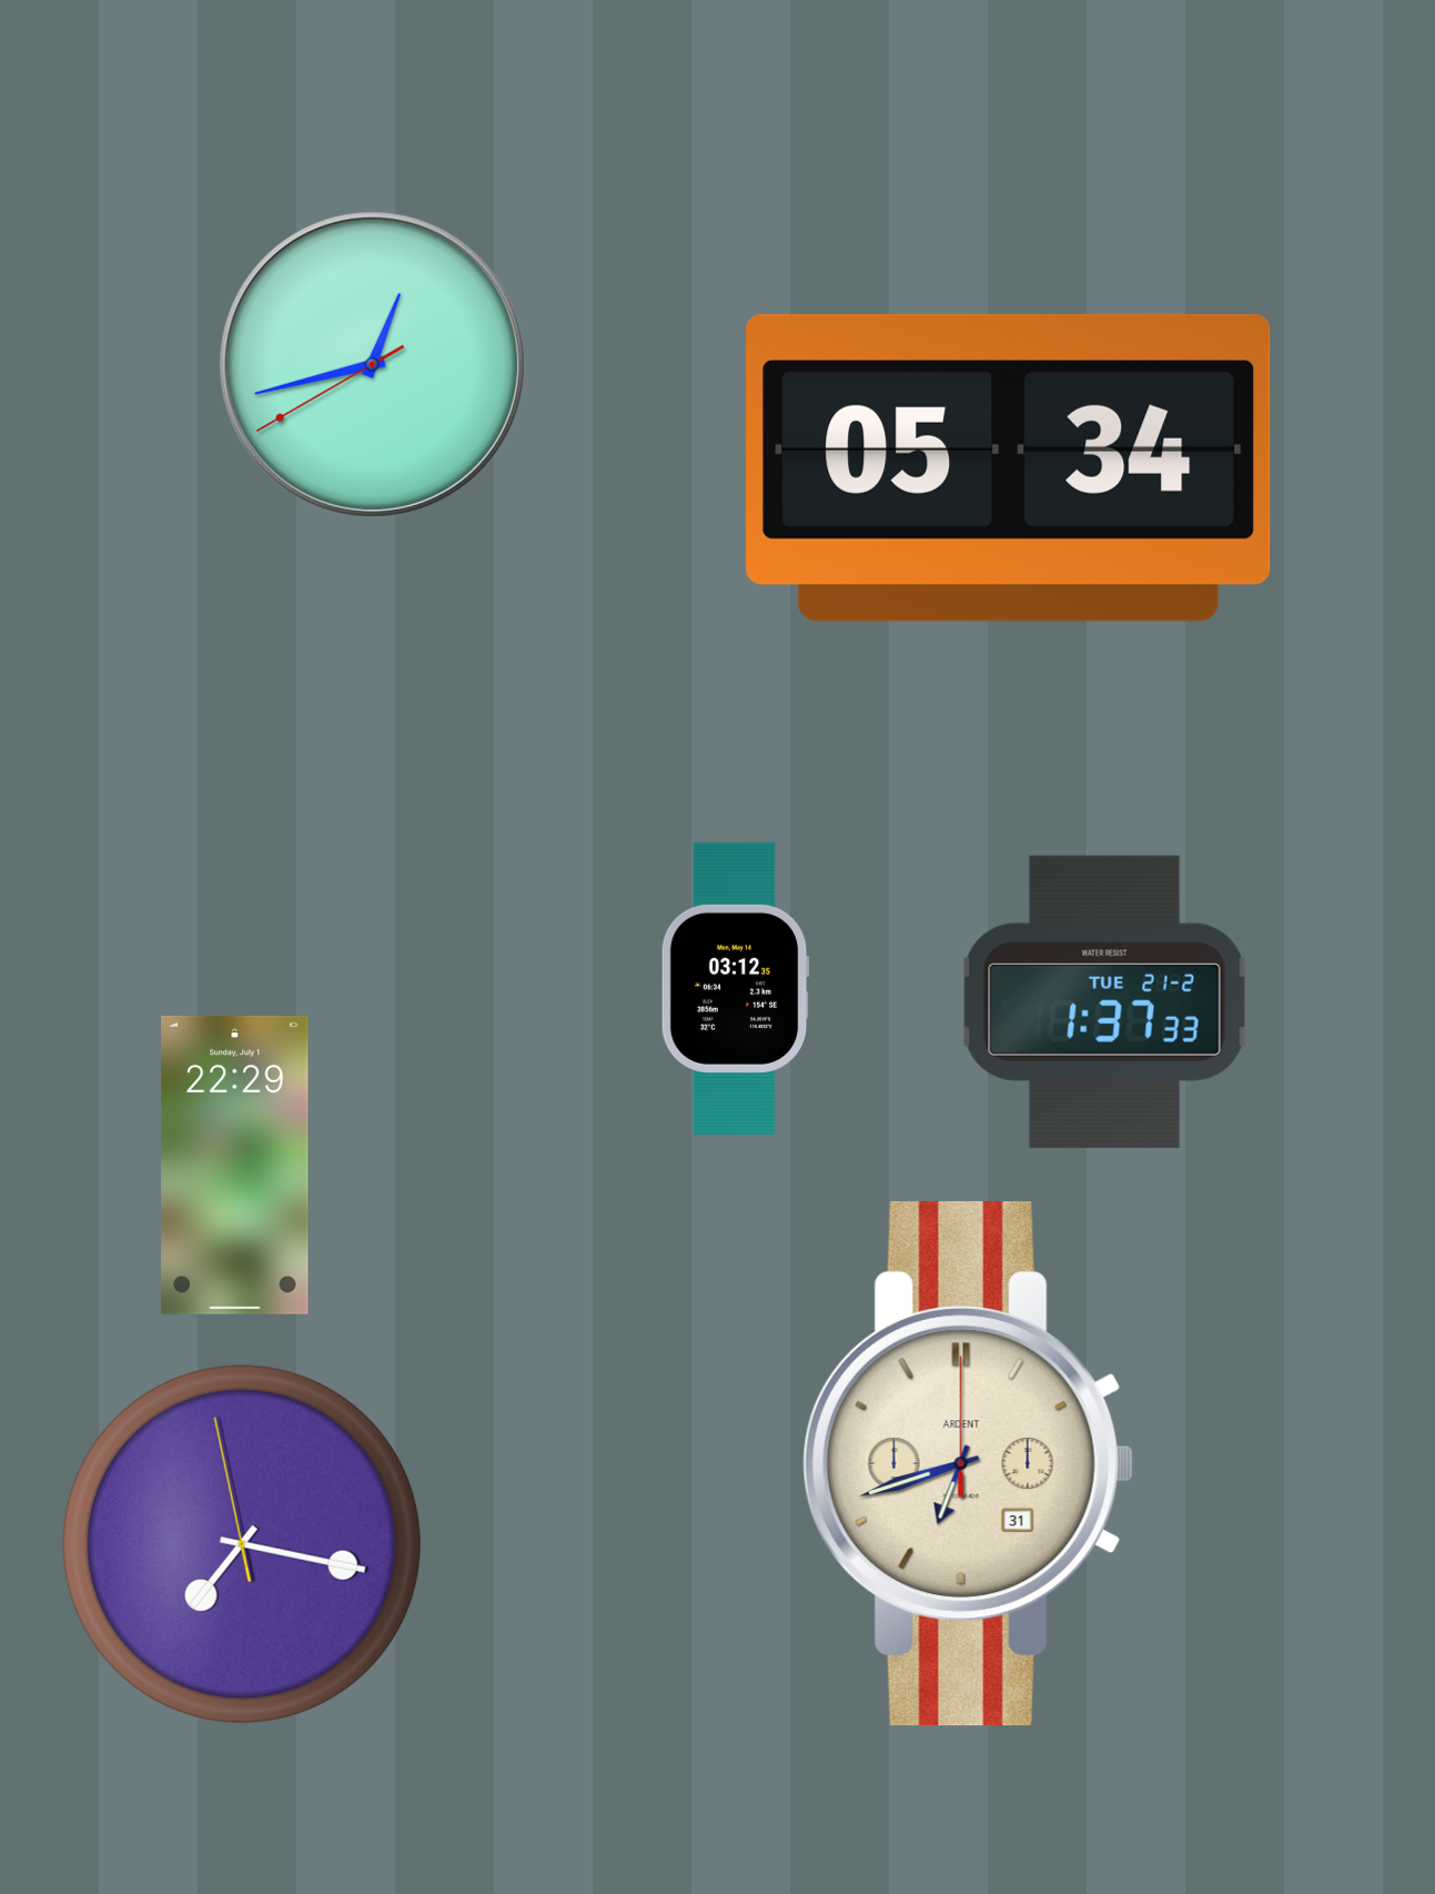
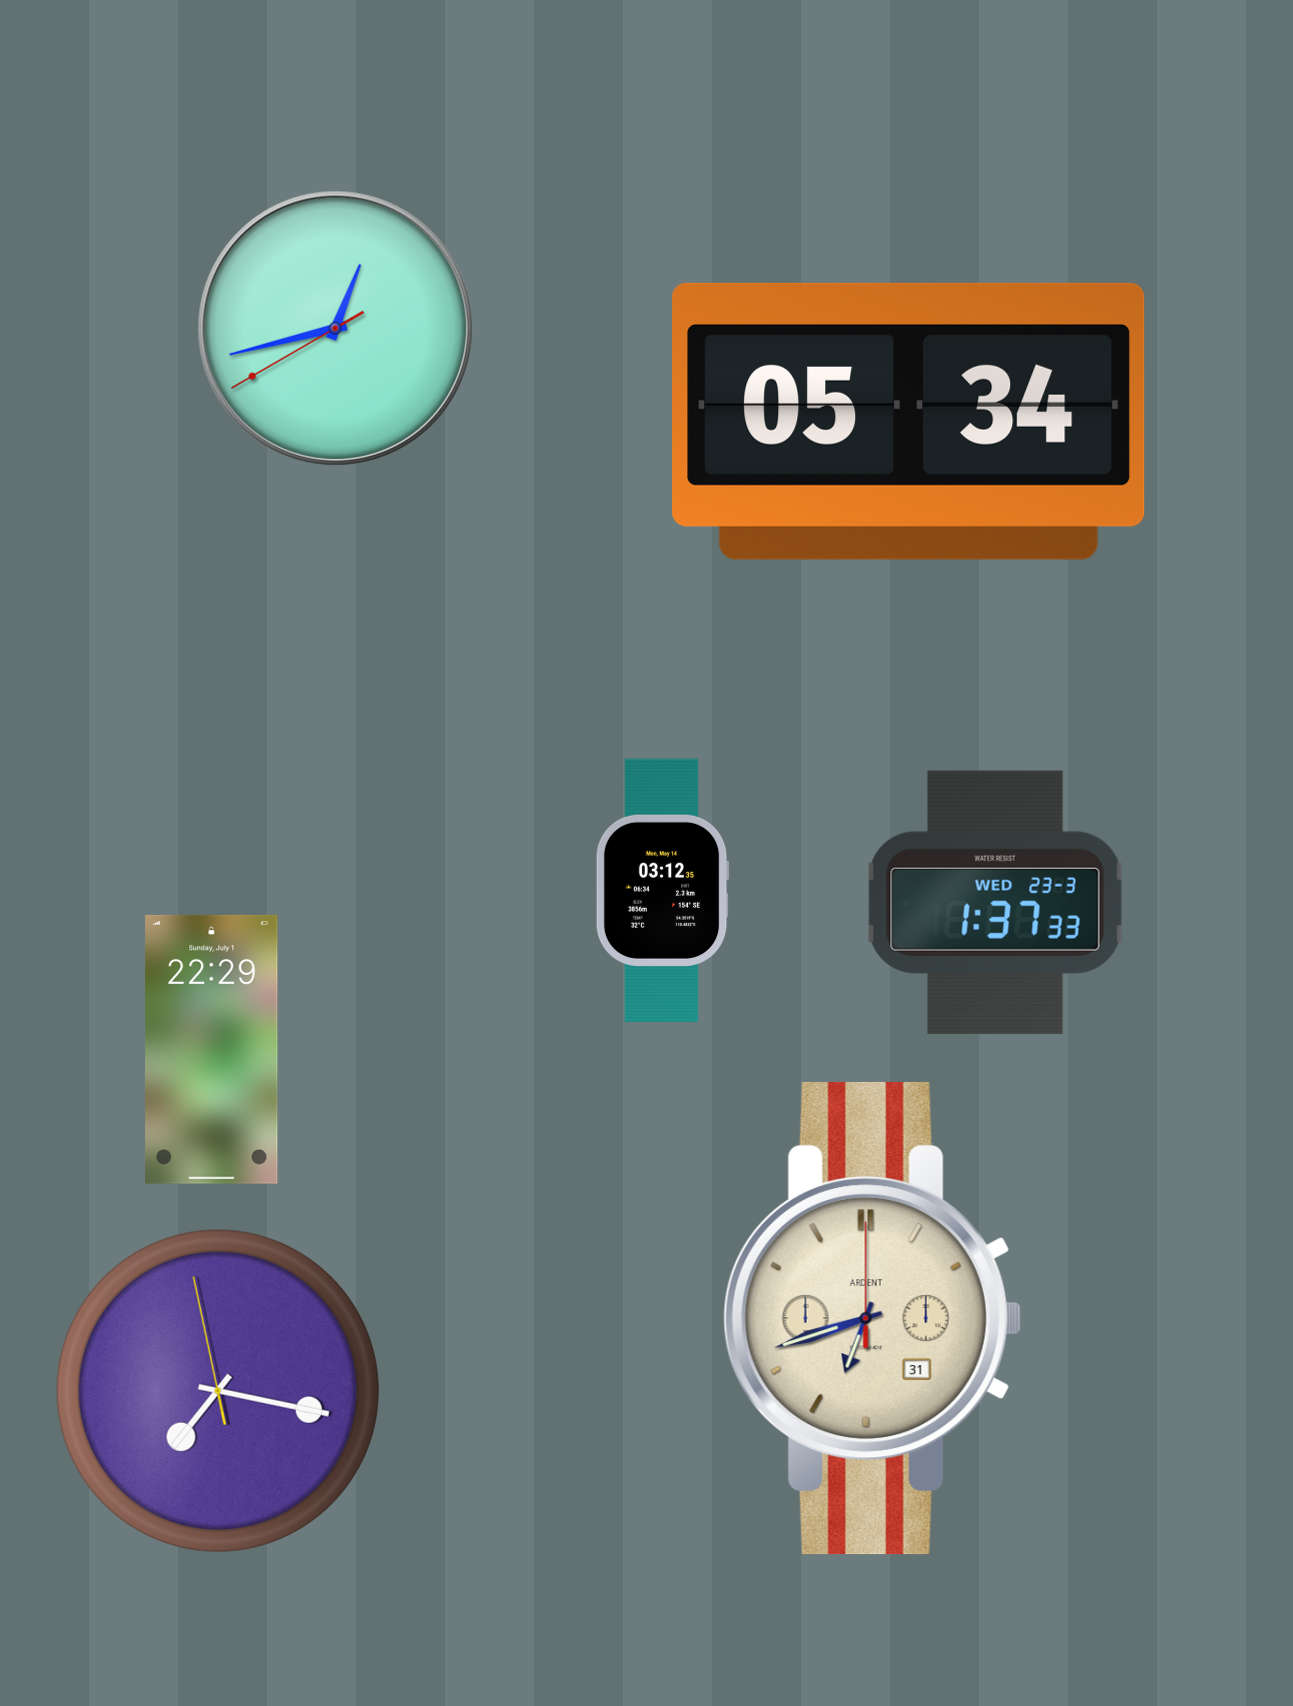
clock at (1104, 1001) date: TUE 21-2 -> WED 23-3
